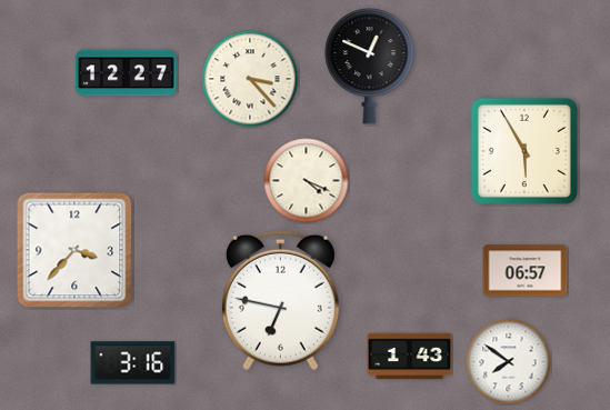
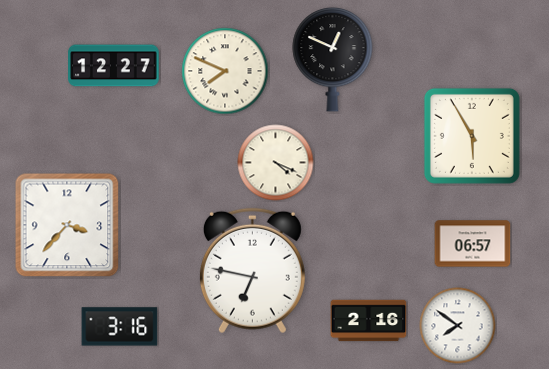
clock at (250, 79): 3:23 -> 7:49
clock at (410, 357): 1:43 -> 2:16
